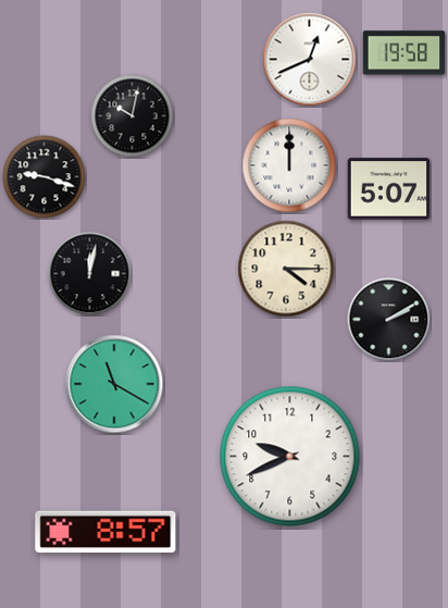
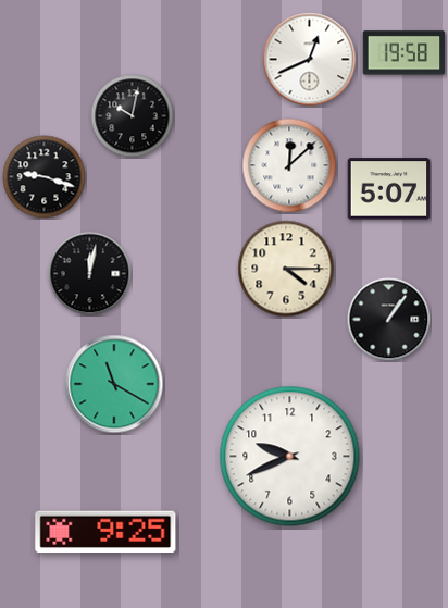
clock at (289, 165): 12:00 -> 12:08
clock at (389, 320): 2:10 -> 1:06
clock at (105, 532): 8:57 -> 9:25
